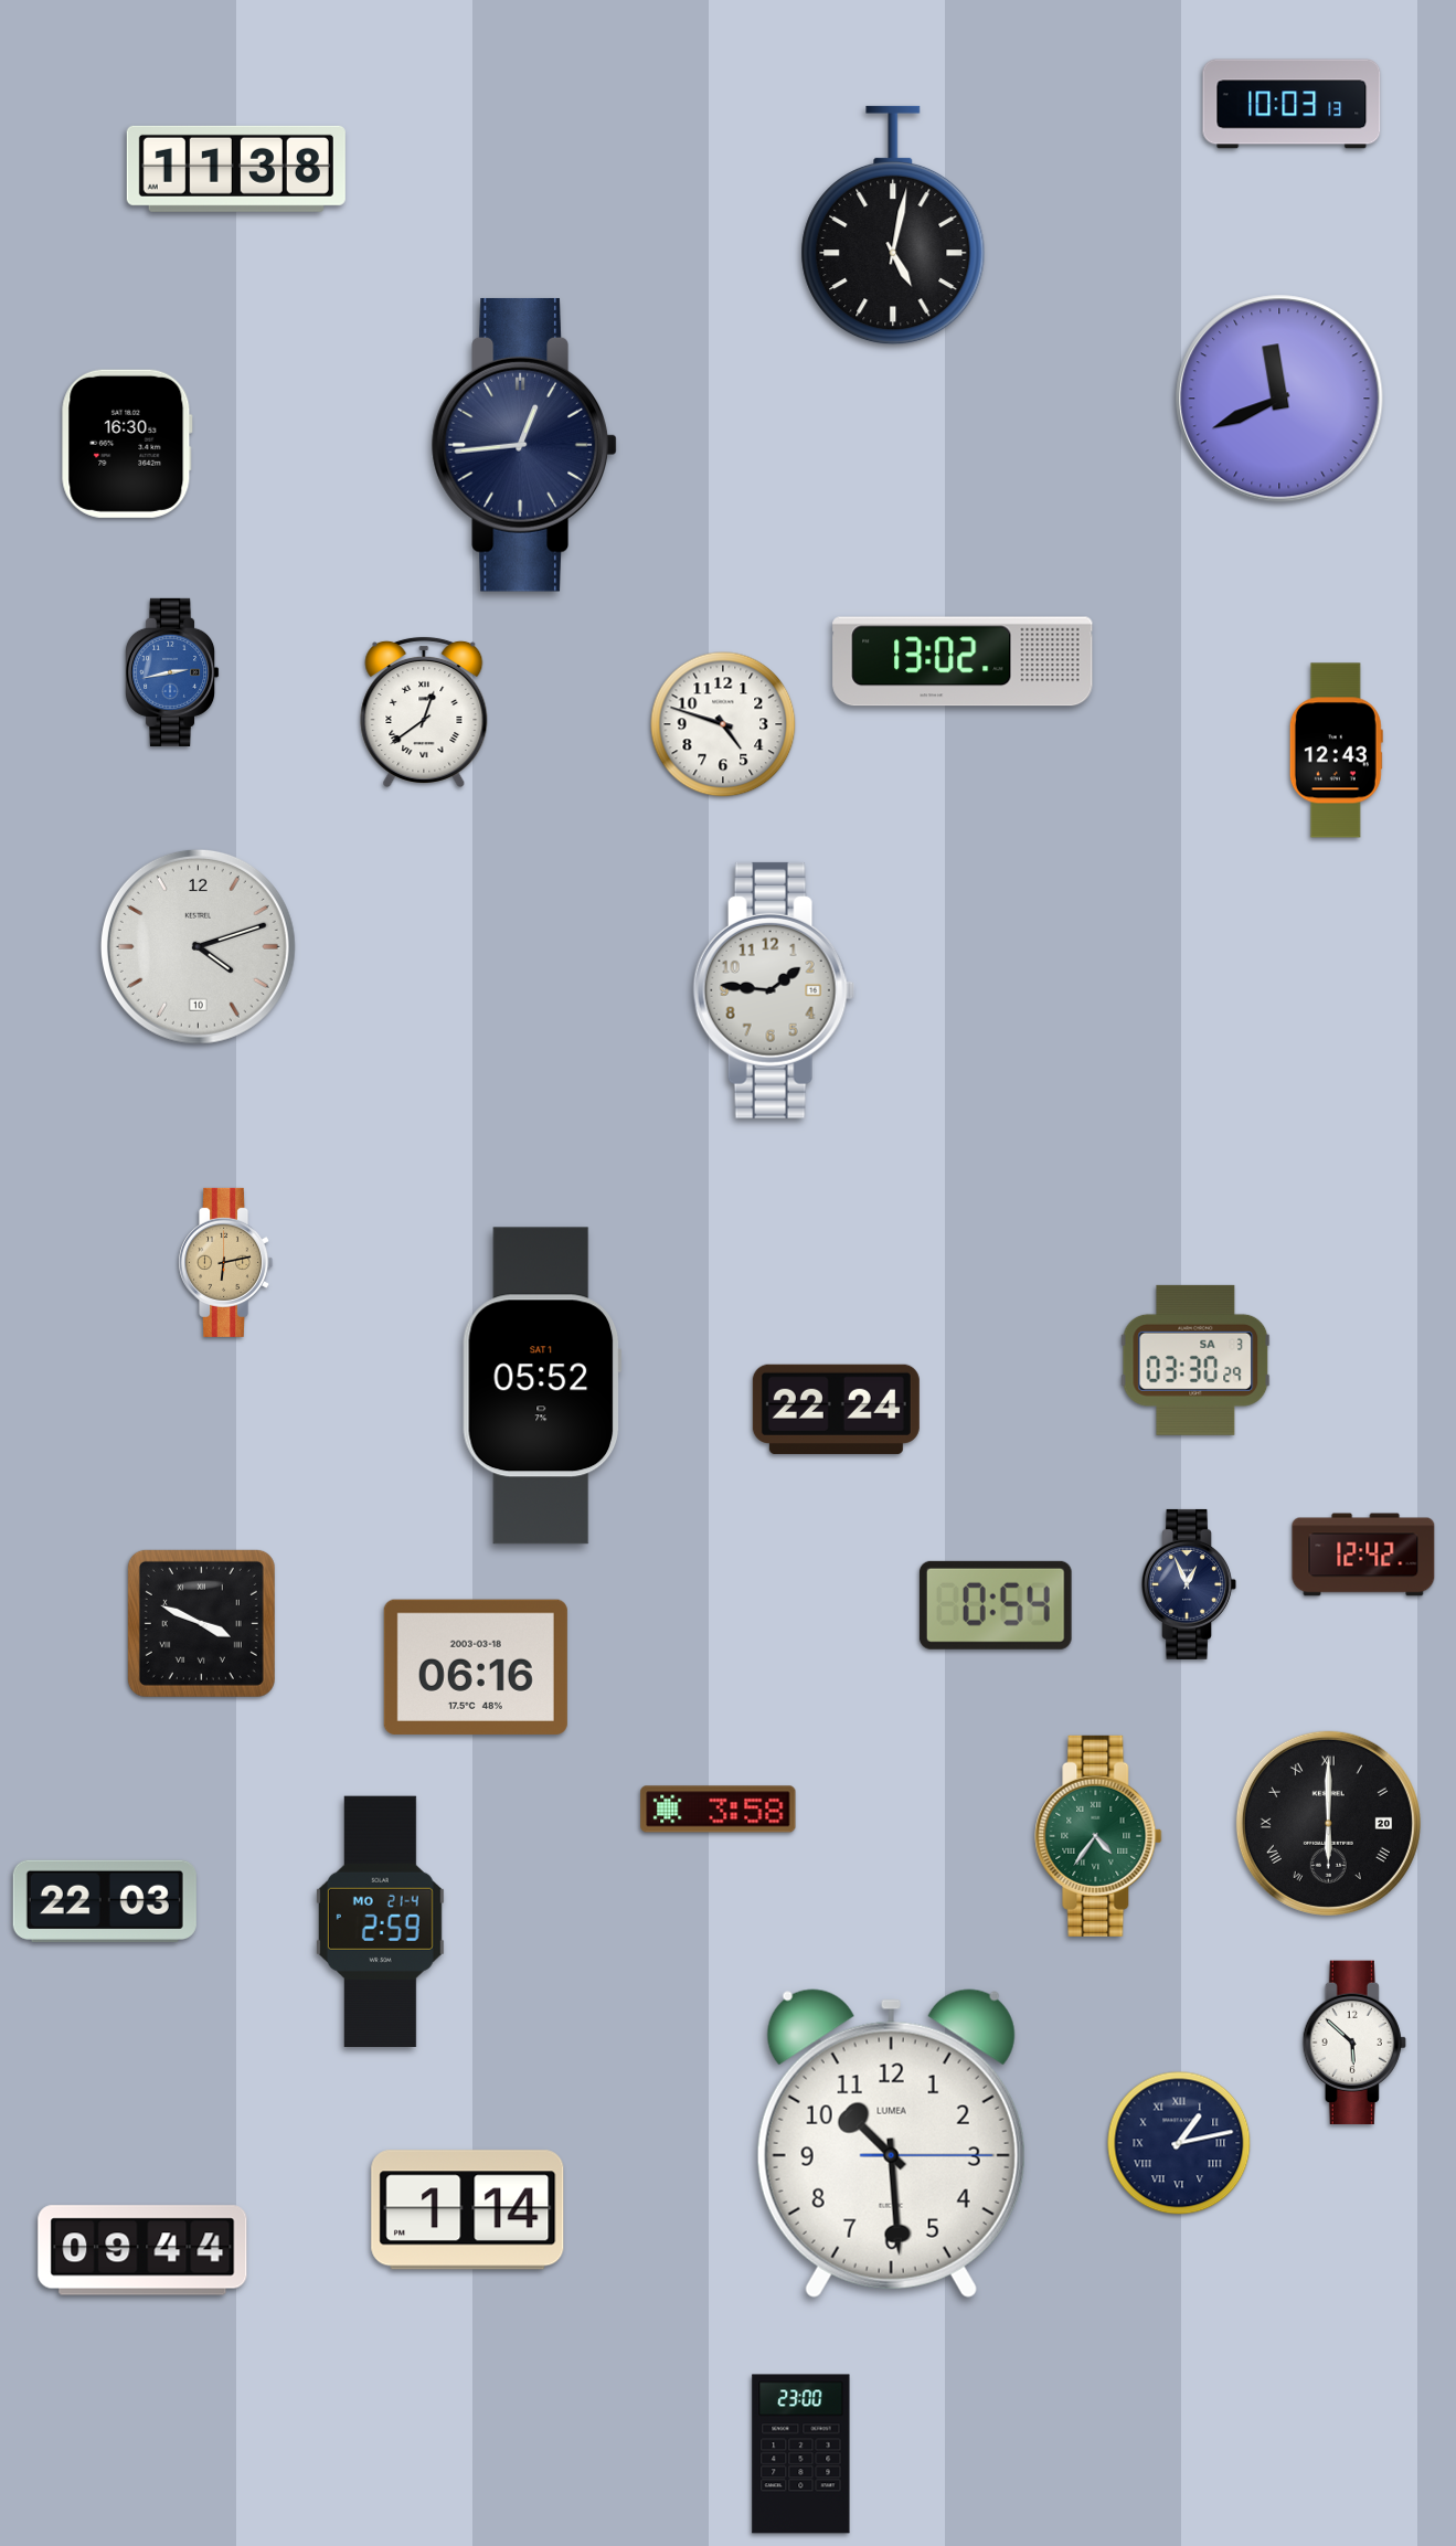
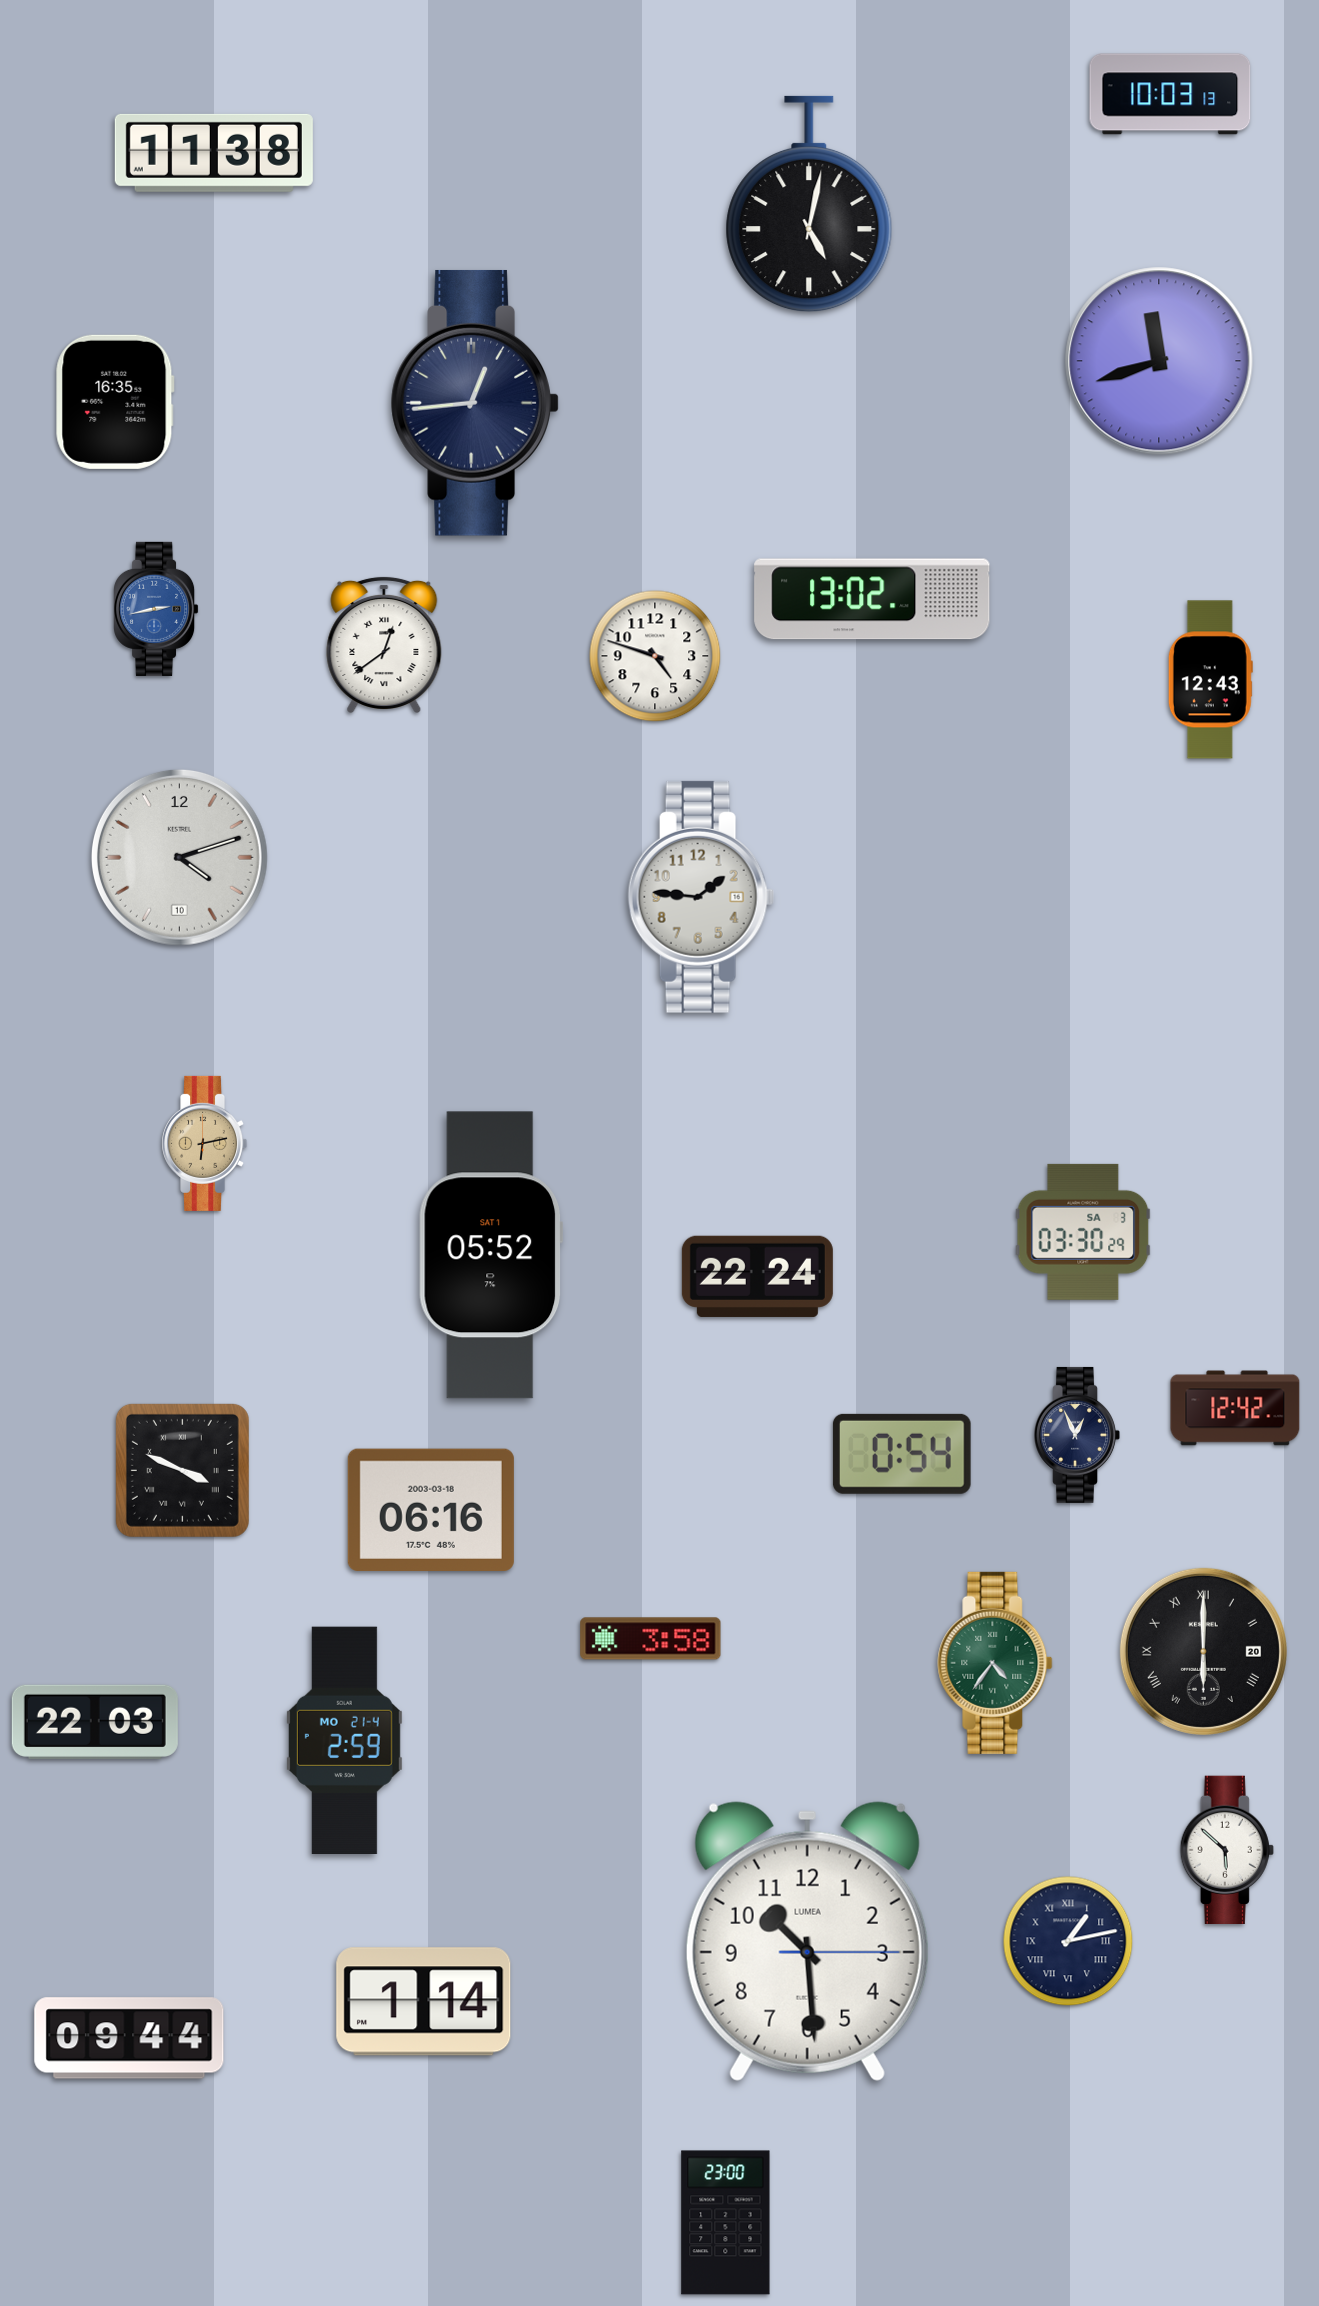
clock at (1279, 399): 11:41 -> 11:42
clock at (127, 444): 16:30 -> 16:35
